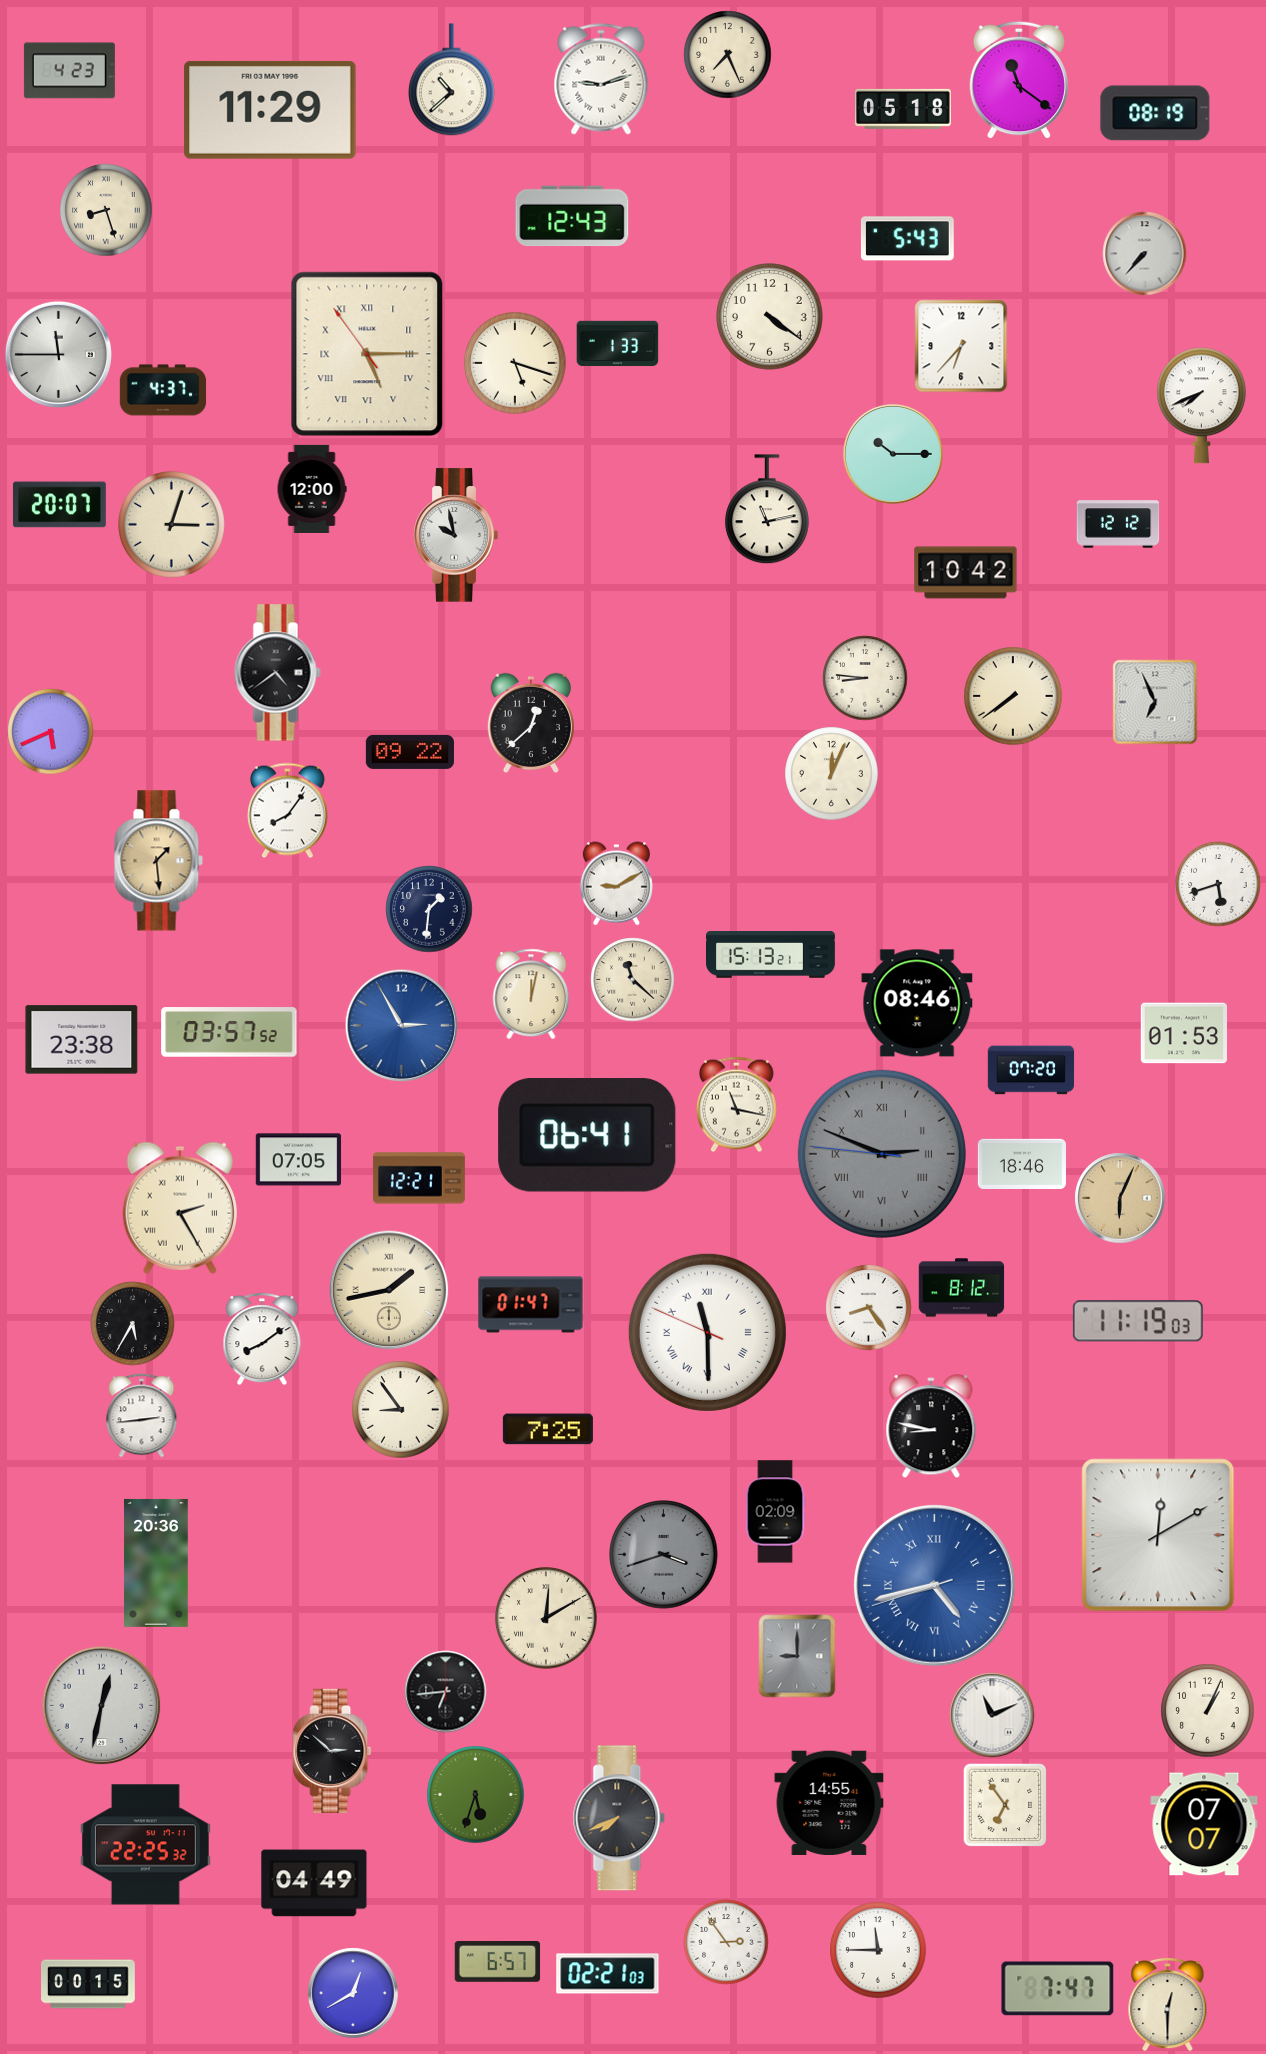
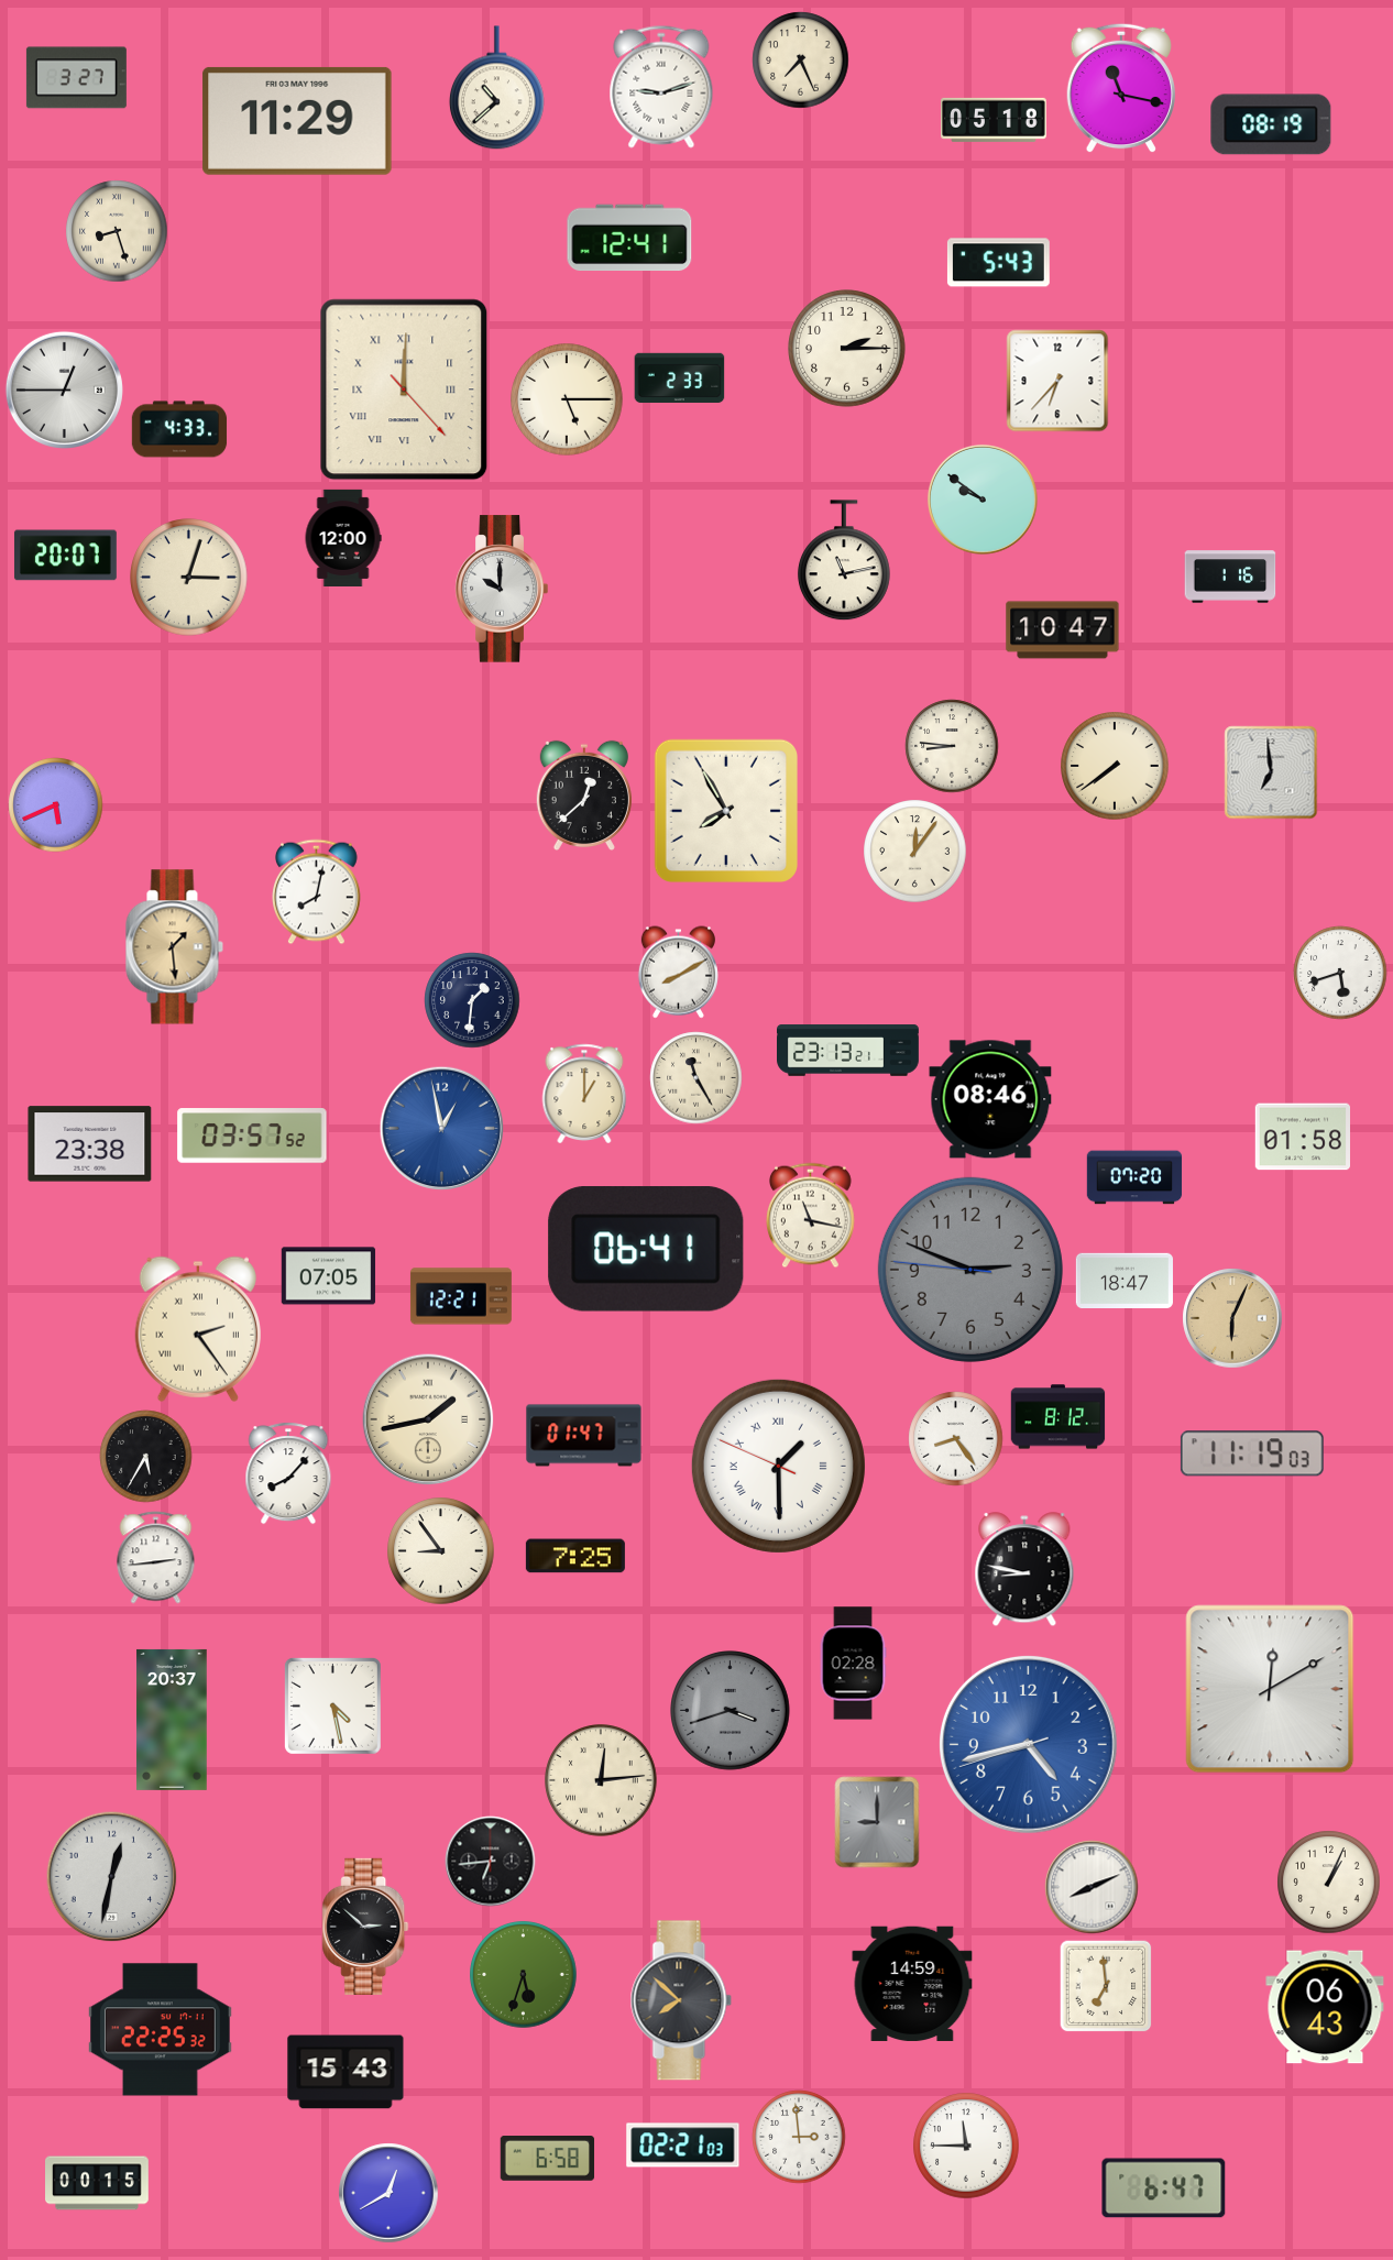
clock at (69, 71): 4:23 -> 3:27
clock at (1018, 80): 11:21 -> 11:17
clock at (572, 216): 12:43 -> 12:41
clock at (1145, 254): 7:37 -> none
clock at (770, 317): 4:21 -> 2:15
clock at (618, 344): 1:33 -> 2:33
clock at (58, 354): 11:45 -> 12:45
clock at (367, 354): 5:14 -> 12:00
clock at (515, 363): 5:18 -> 5:15
clock at (163, 390): 4:37 -> 4:33
clock at (1201, 406): 7:41 -> none
clock at (893, 454): 10:15 -> 9:51
clock at (1118, 524): 12:12 -> 1:16
clock at (456, 535): 9:58 -> 10:00
clock at (966, 573): 10:42 -> 10:47
clock at (278, 673): 4:39 -> none
clock at (1155, 702): 6:56 -> 6:59
clock at (725, 810): none -> 7:55
clock at (410, 752): 09:22 -> none
clock at (832, 774): 12:04 -> 12:06
clock at (288, 811): 8:06 -> 8:02
clock at (616, 884): 9:10 -> 8:10
clock at (771, 955): 15:13 -> 23:13
clock at (633, 980): 11:22 -> 11:25
clock at (531, 993): 12:02 -> 1:00
clock at (917, 1003) position: (917, 1003) -> (990, 1099)
clock at (401, 1025): 2:55 -> 12:58
clock at (1183, 1033): 01:53 -> 01:58
clock at (882, 1154) numerals: Roman -> Arabic
clock at (1022, 1163): 18:46 -> 18:47
clock at (180, 1208): 2:25 -> 2:24
clock at (707, 1332): 11:29 -> 1:29
clock at (262, 1339): 8:09 -> 8:07
clock at (548, 1429) position: (548, 1429) -> (575, 1556)
clock at (775, 1512): 02:09 -> 02:28
clock at (1158, 1535) position: (1158, 1535) -> (1270, 1689)
clock at (332, 1705): none -> 4:28
clock at (156, 1563): 20:36 -> 20:37
clock at (934, 1585) numerals: Roman -> Arabic
clock at (546, 1618): 12:10 -> 12:14
clock at (992, 1715): 11:11 -> 8:11
clock at (829, 1803): 14:55 -> 14:59
clock at (1005, 1805): 6:54 -> 6:59
clock at (619, 1818): 7:41 -> 7:52
clock at (1204, 1824): 07:07 -> 06:43
clock at (314, 1883): 04:49 -> 15:43
clock at (726, 1942): 2:54 -> 2:59
clock at (498, 1962): 6:57 -> 6:58
clock at (608, 1974) position: (608, 1974) -> (683, 2146)
clock at (1058, 1989): 7:47 -> 6:47
clock at (1168, 2004): 12:30 -> none
